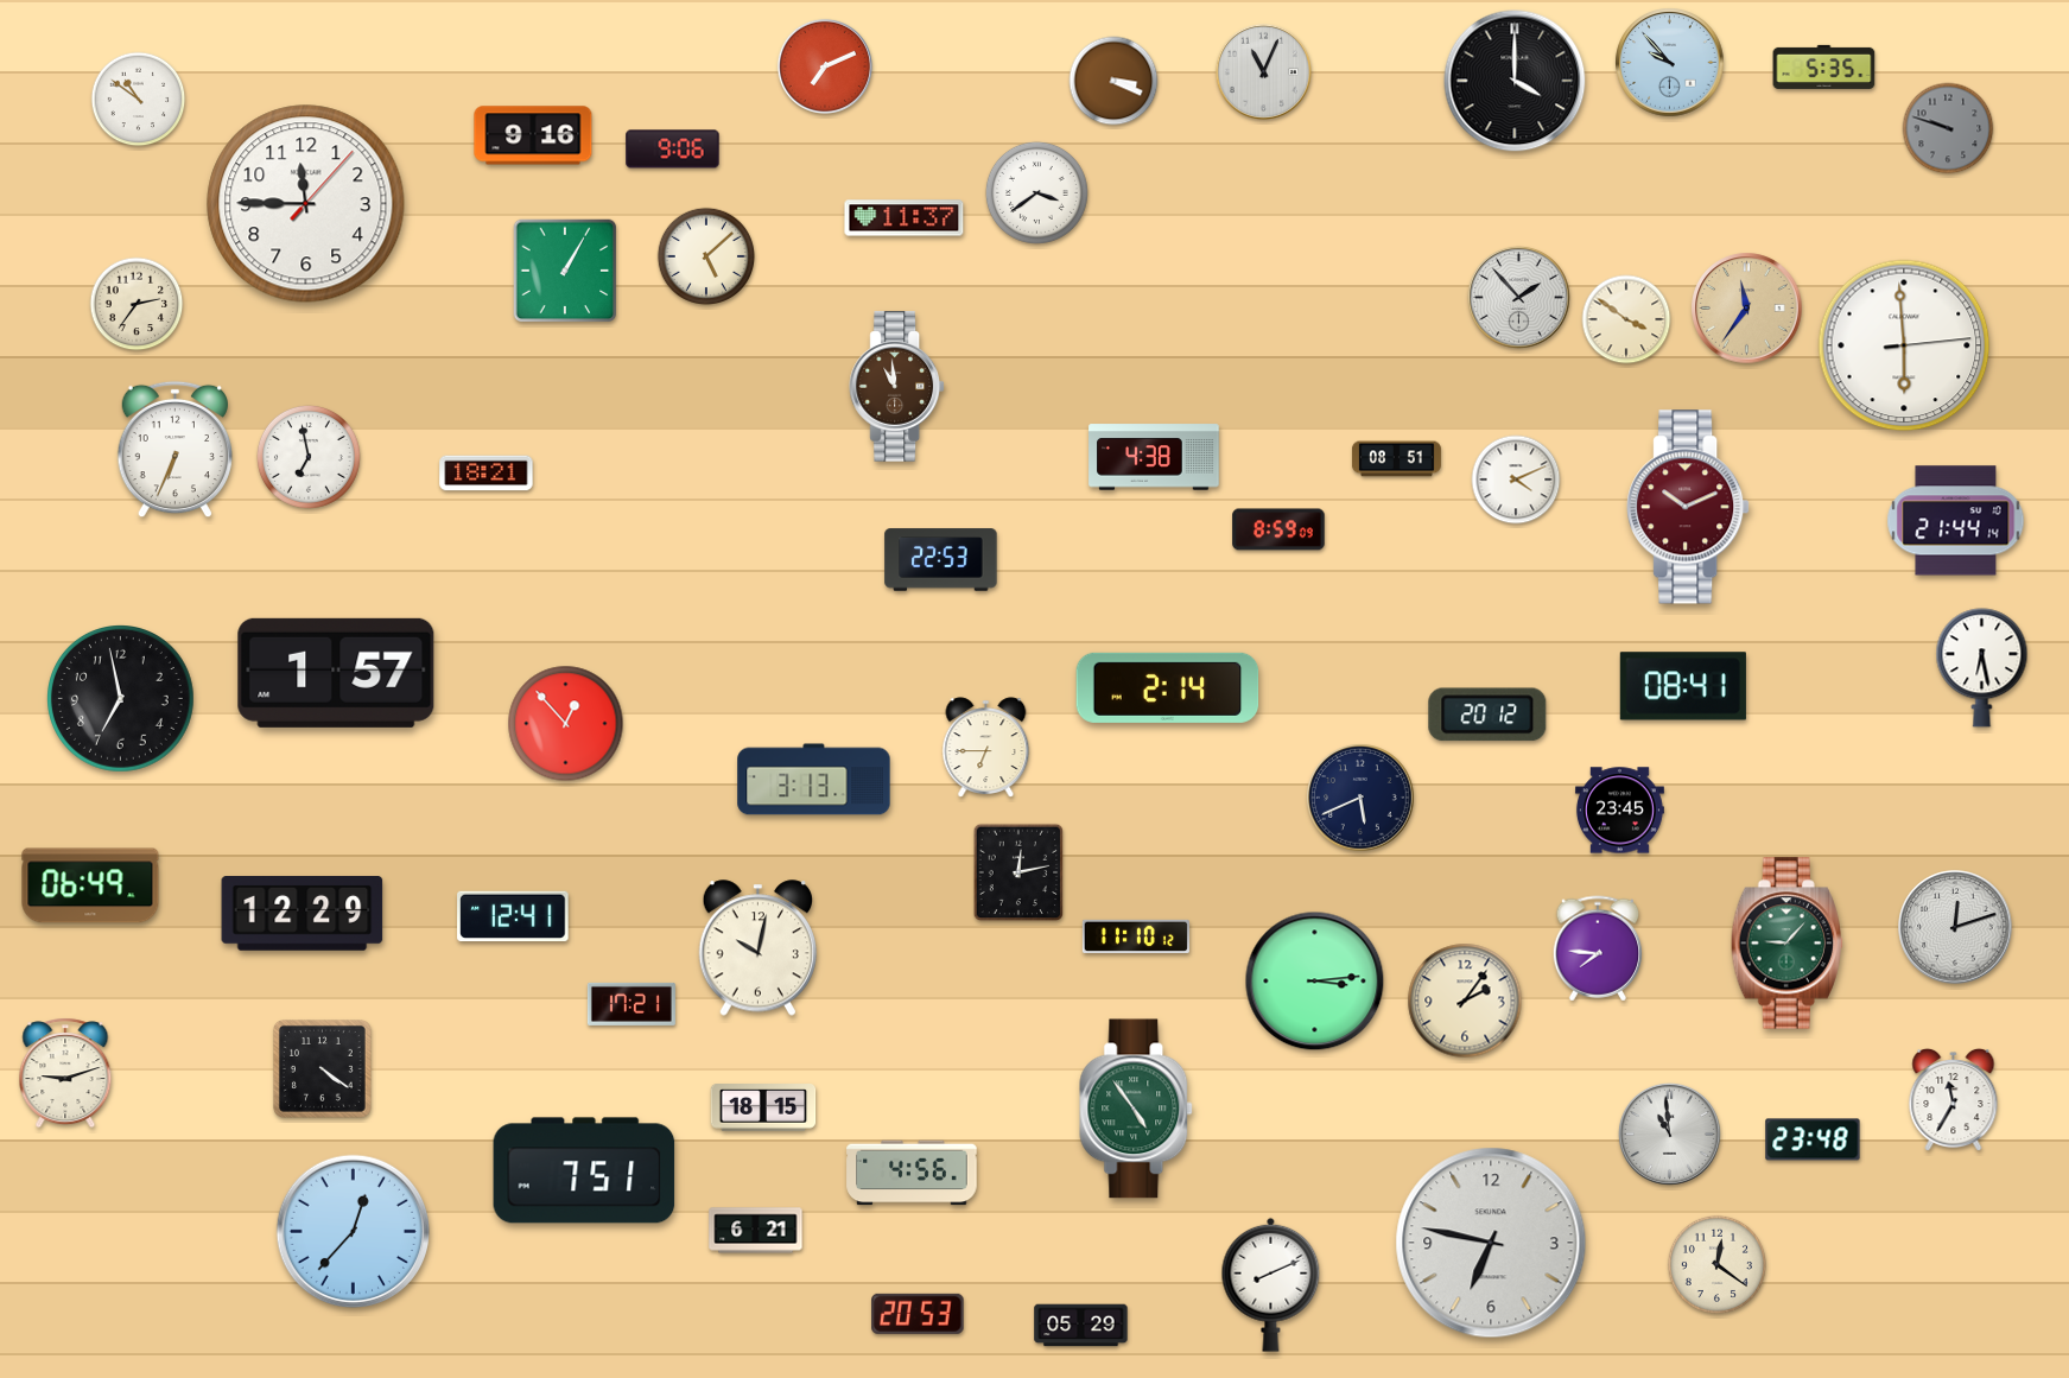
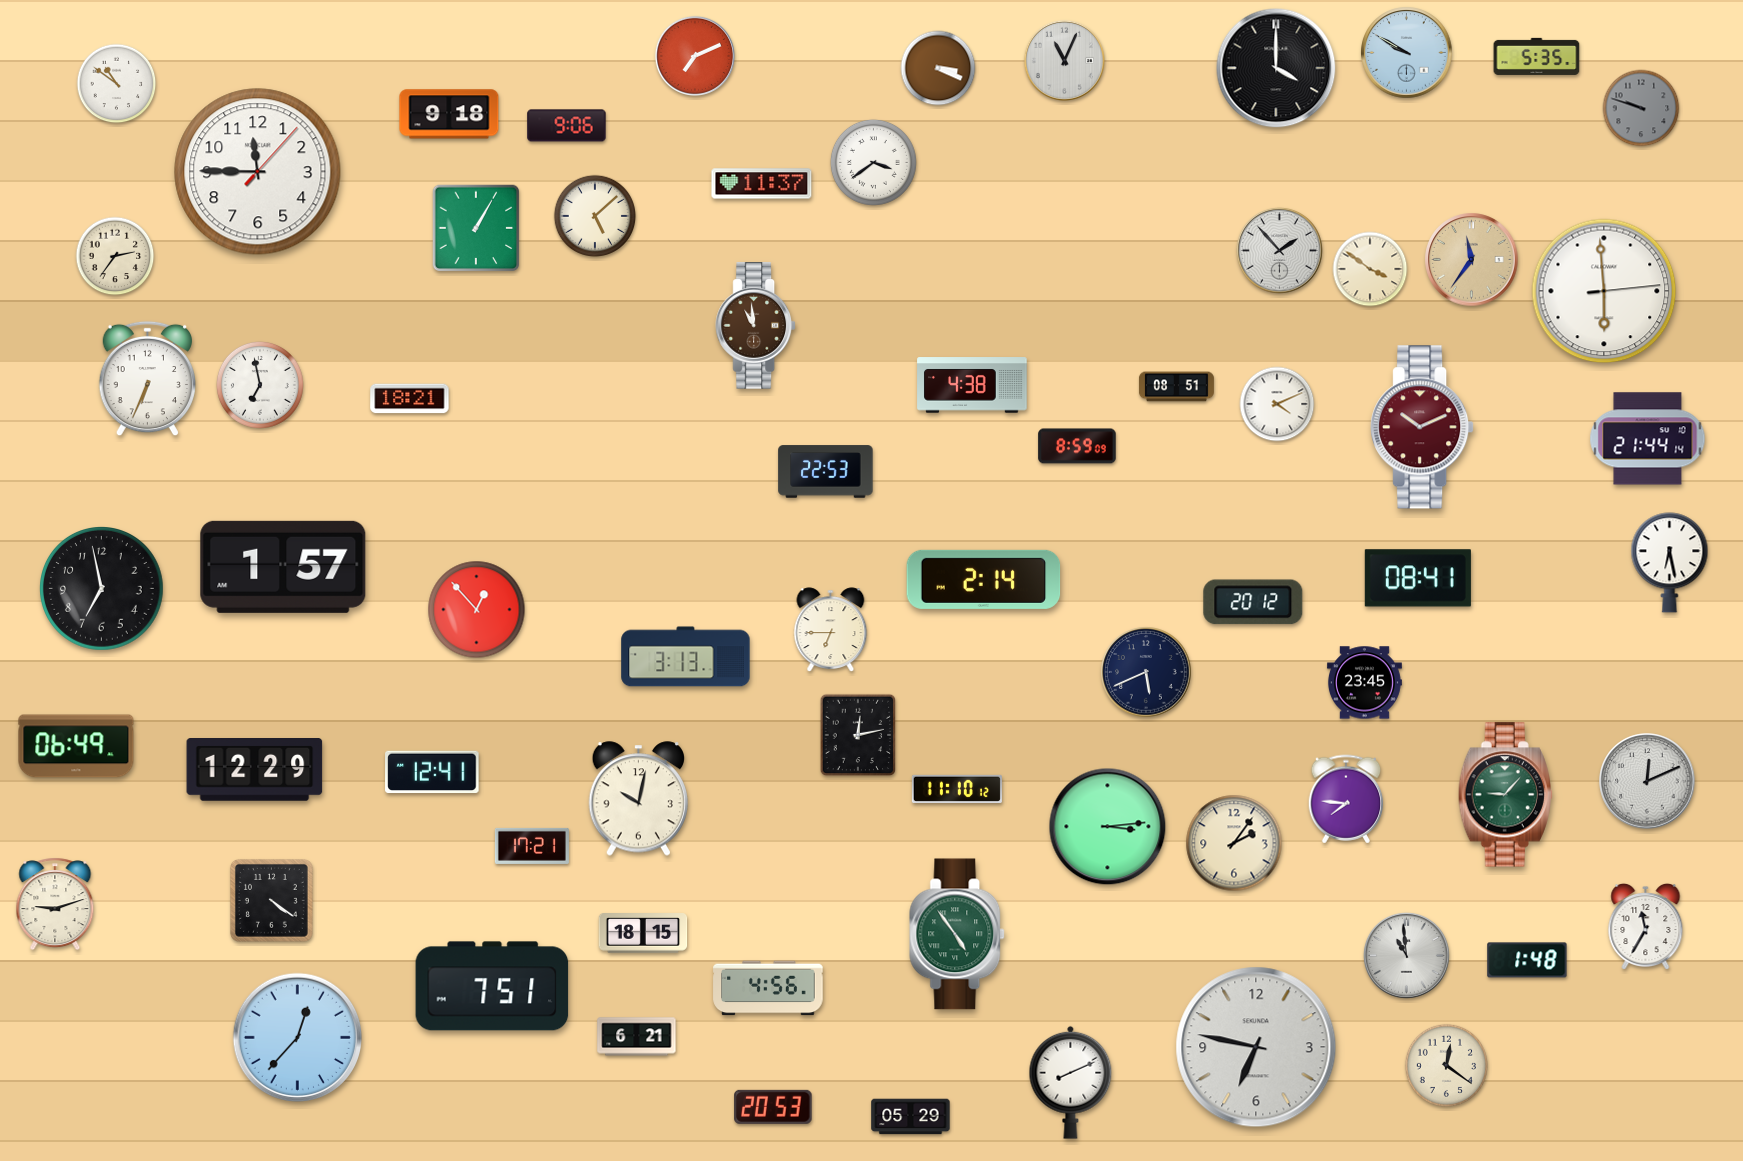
clock at (1670, 63): 9:53 -> 9:50
clock at (533, 135): 9:16 -> 9:18
clock at (941, 560) position: (941, 560) -> (826, 472)
clock at (1955, 927): 12:12 -> 12:11
clock at (1813, 1139): 23:48 -> 1:48
